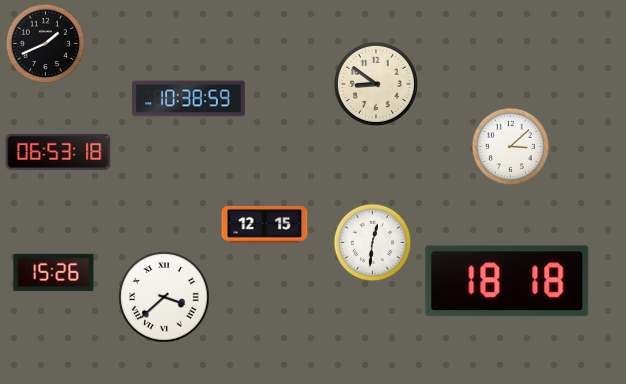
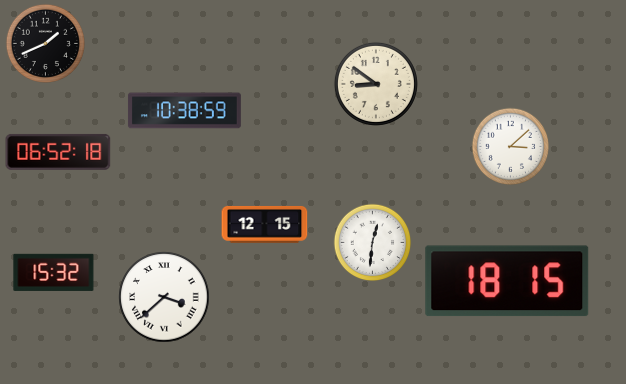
clock at (188, 99) position: (188, 99) -> (184, 111)
clock at (58, 152): 06:53 -> 06:52
clock at (54, 272): 15:26 -> 15:32
clock at (507, 281): 18:18 -> 18:15
